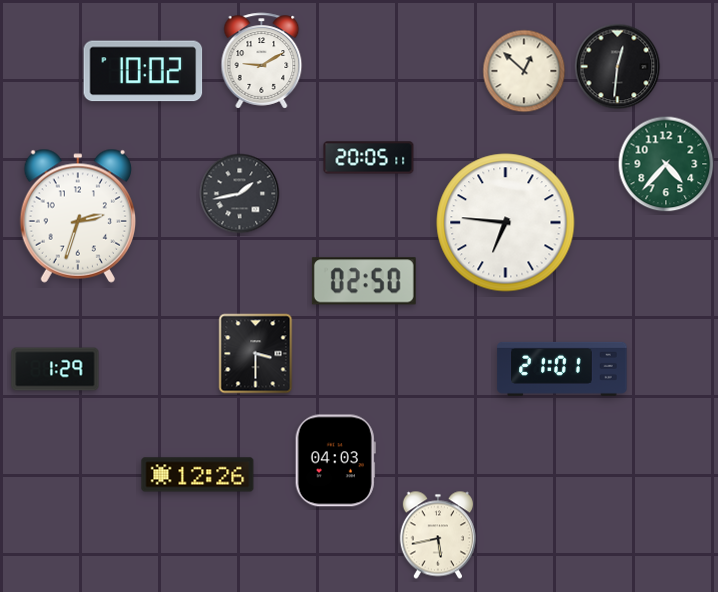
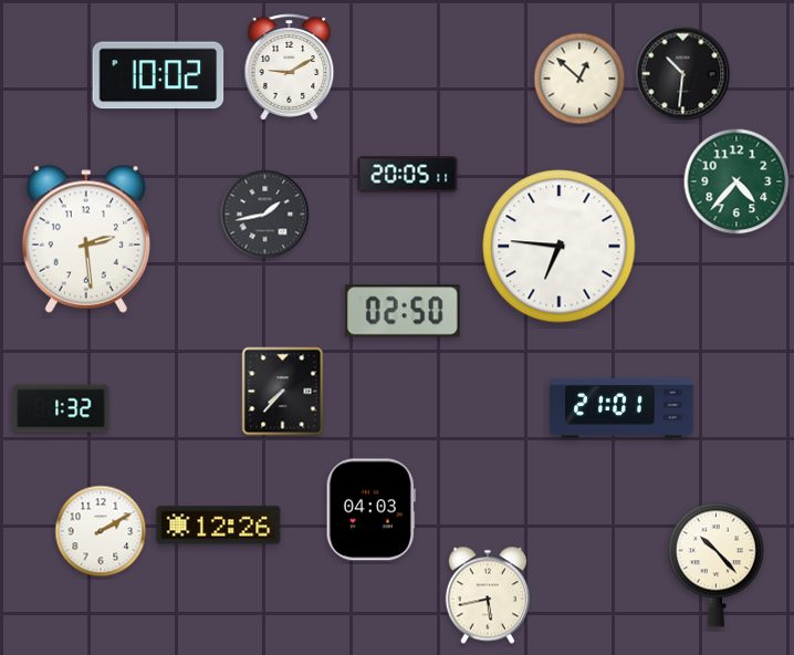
clock at (618, 67): 12:31 -> 10:31
clock at (143, 71) position: (143, 71) -> (158, 75)
clock at (78, 216): 2:33 -> 2:29
clock at (256, 354): 3:30 -> 7:37
clock at (55, 369): 1:29 -> 1:32
clock at (101, 531): none -> 2:10
clock at (715, 564): none -> 10:23
clock at (438, 535) position: (438, 535) -> (488, 595)
